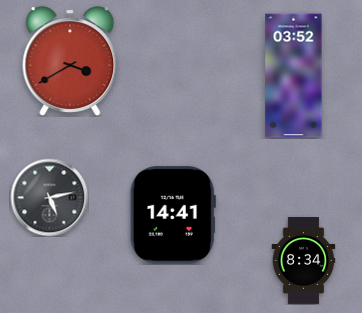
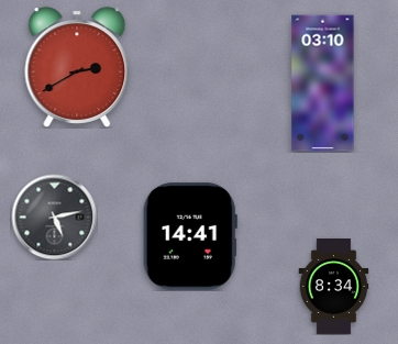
clock at (70, 61): 3:40 -> 2:40
clock at (294, 76): 03:52 -> 03:10
